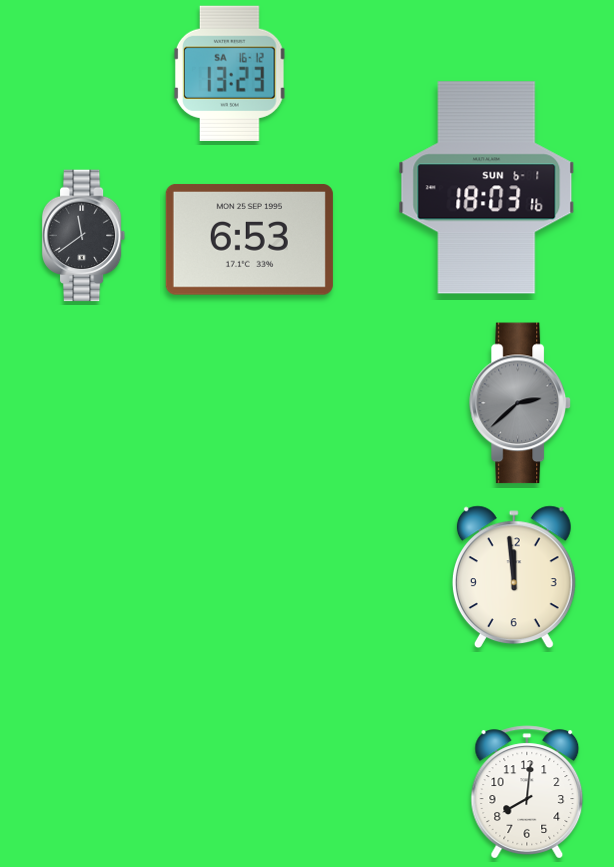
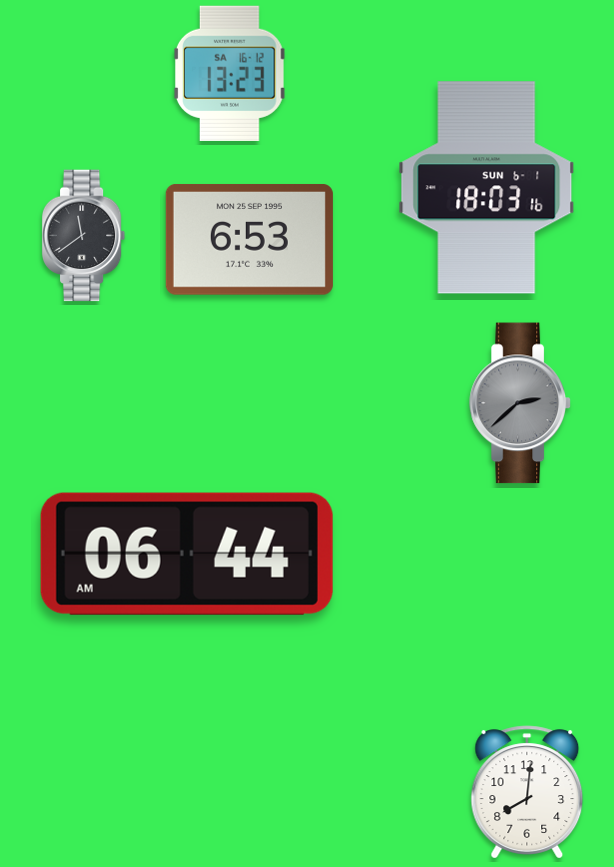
clock at (187, 554): none -> 06:44
clock at (514, 577): 11:59 -> none
